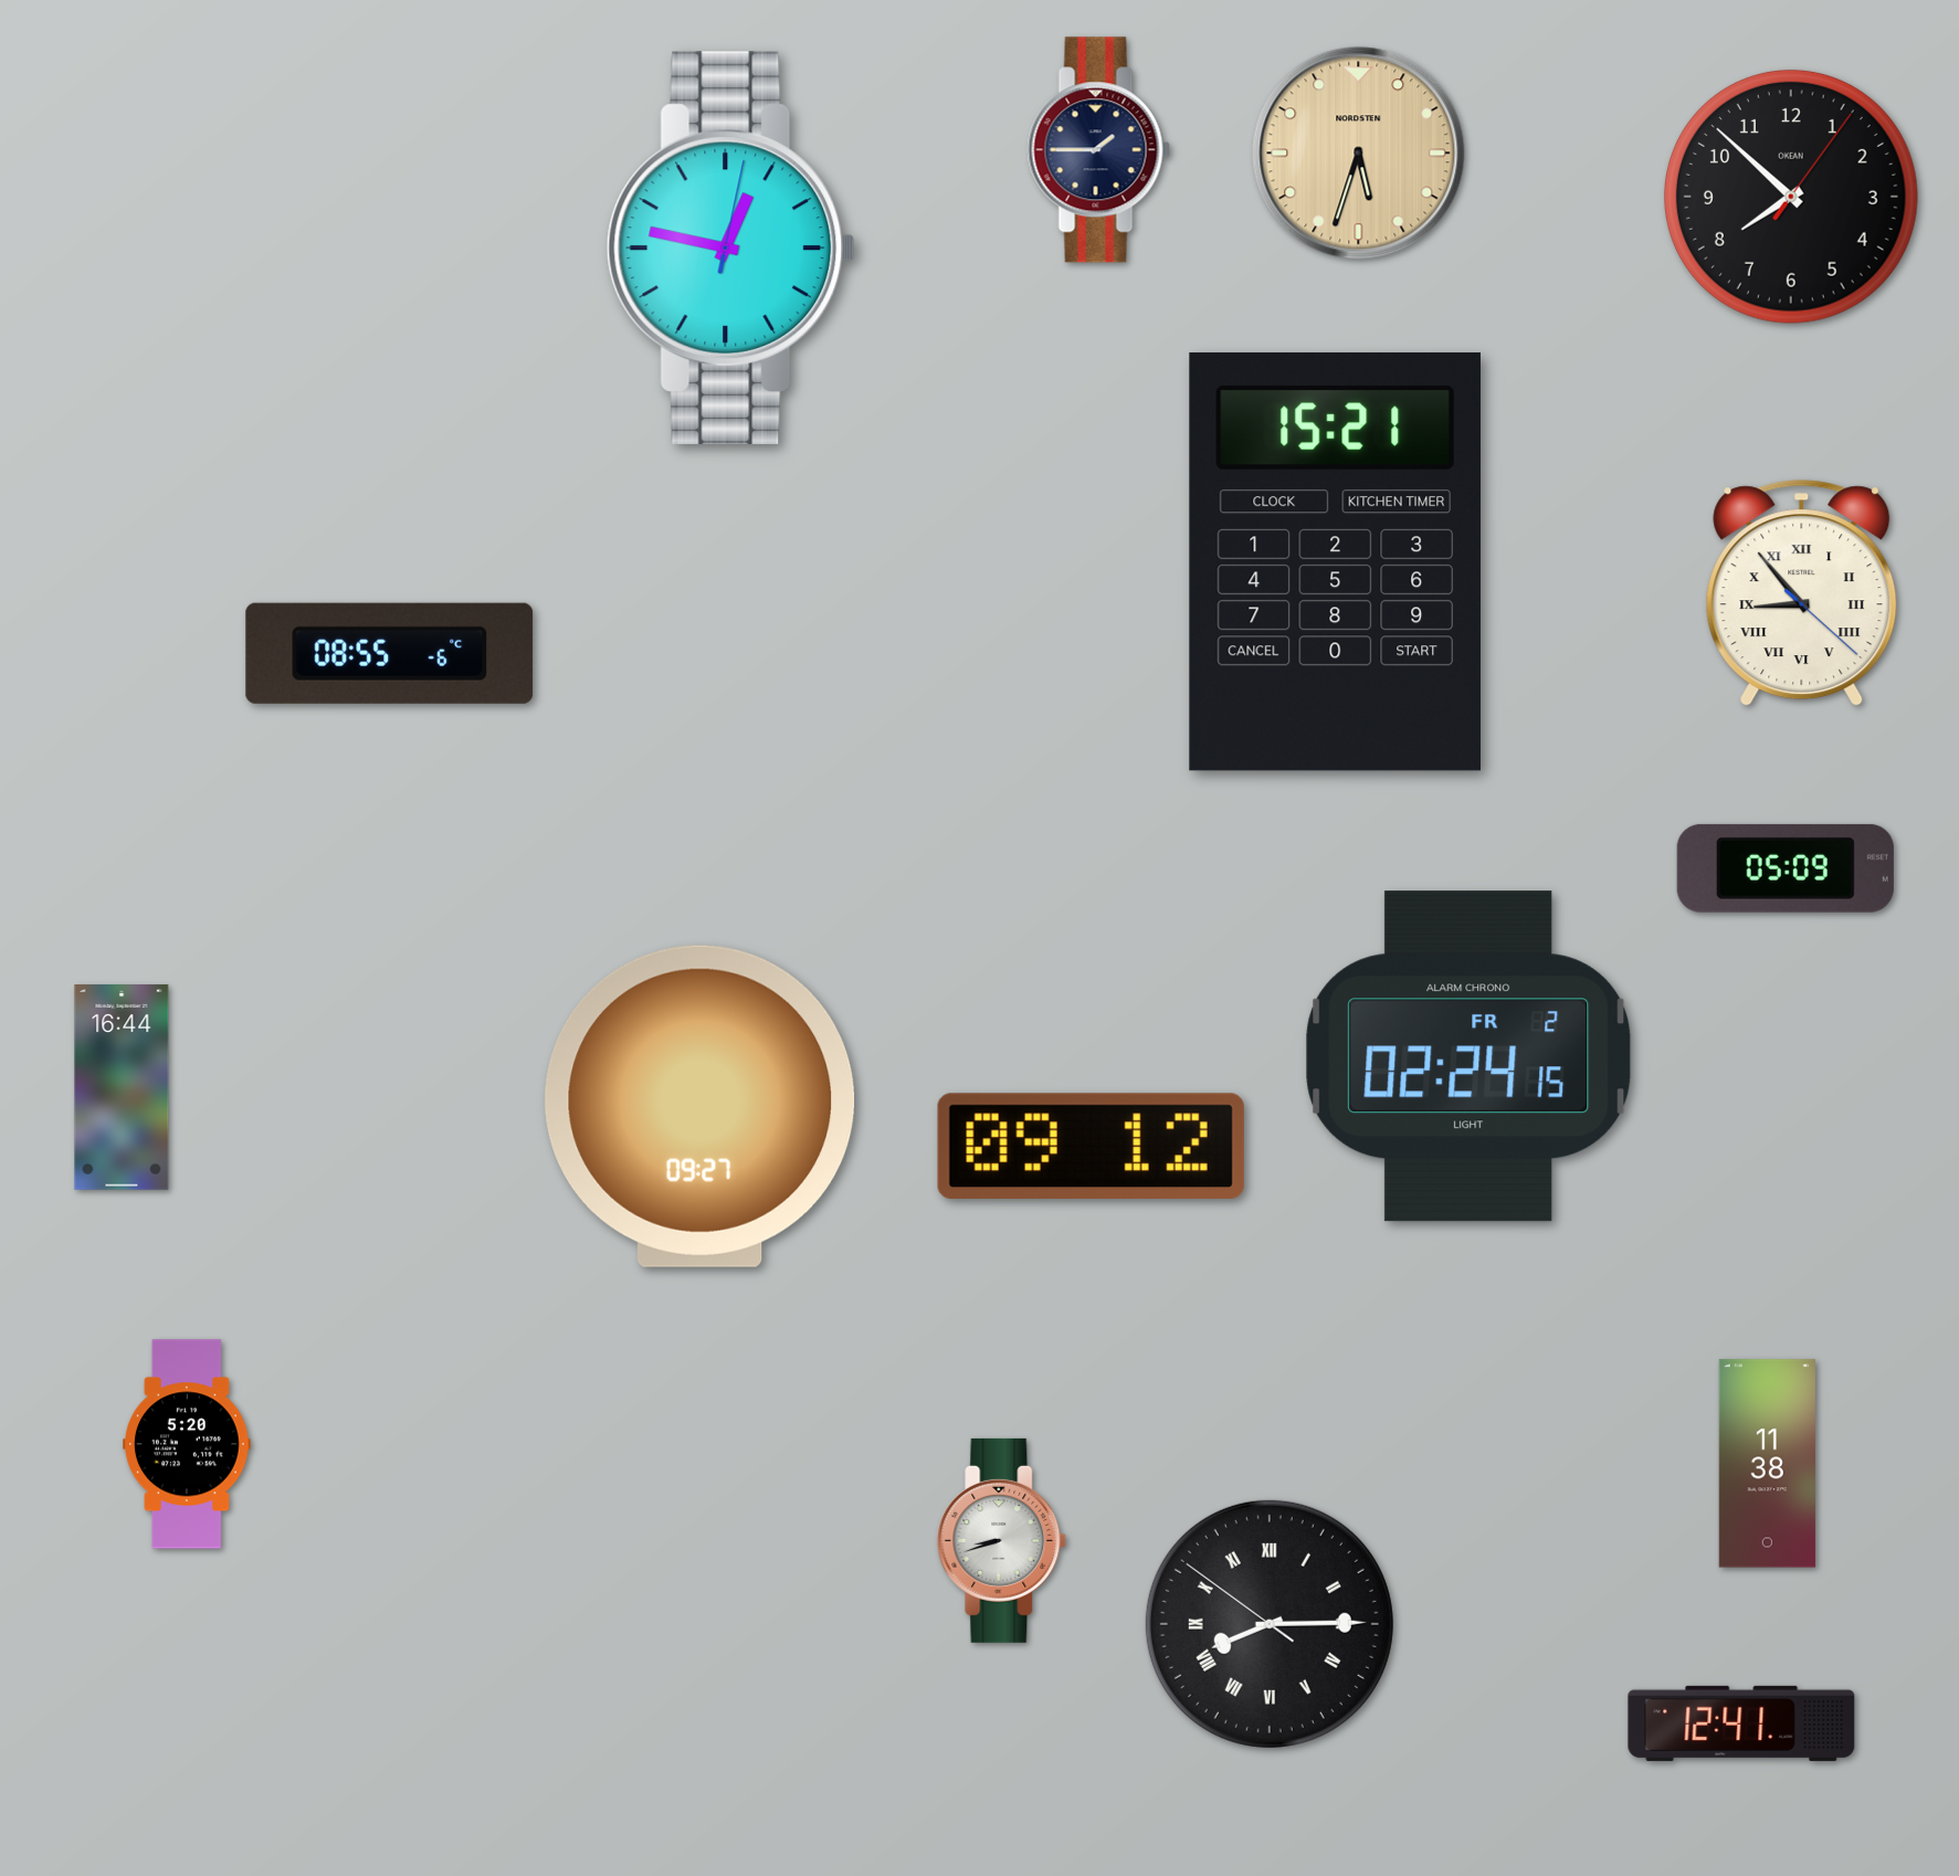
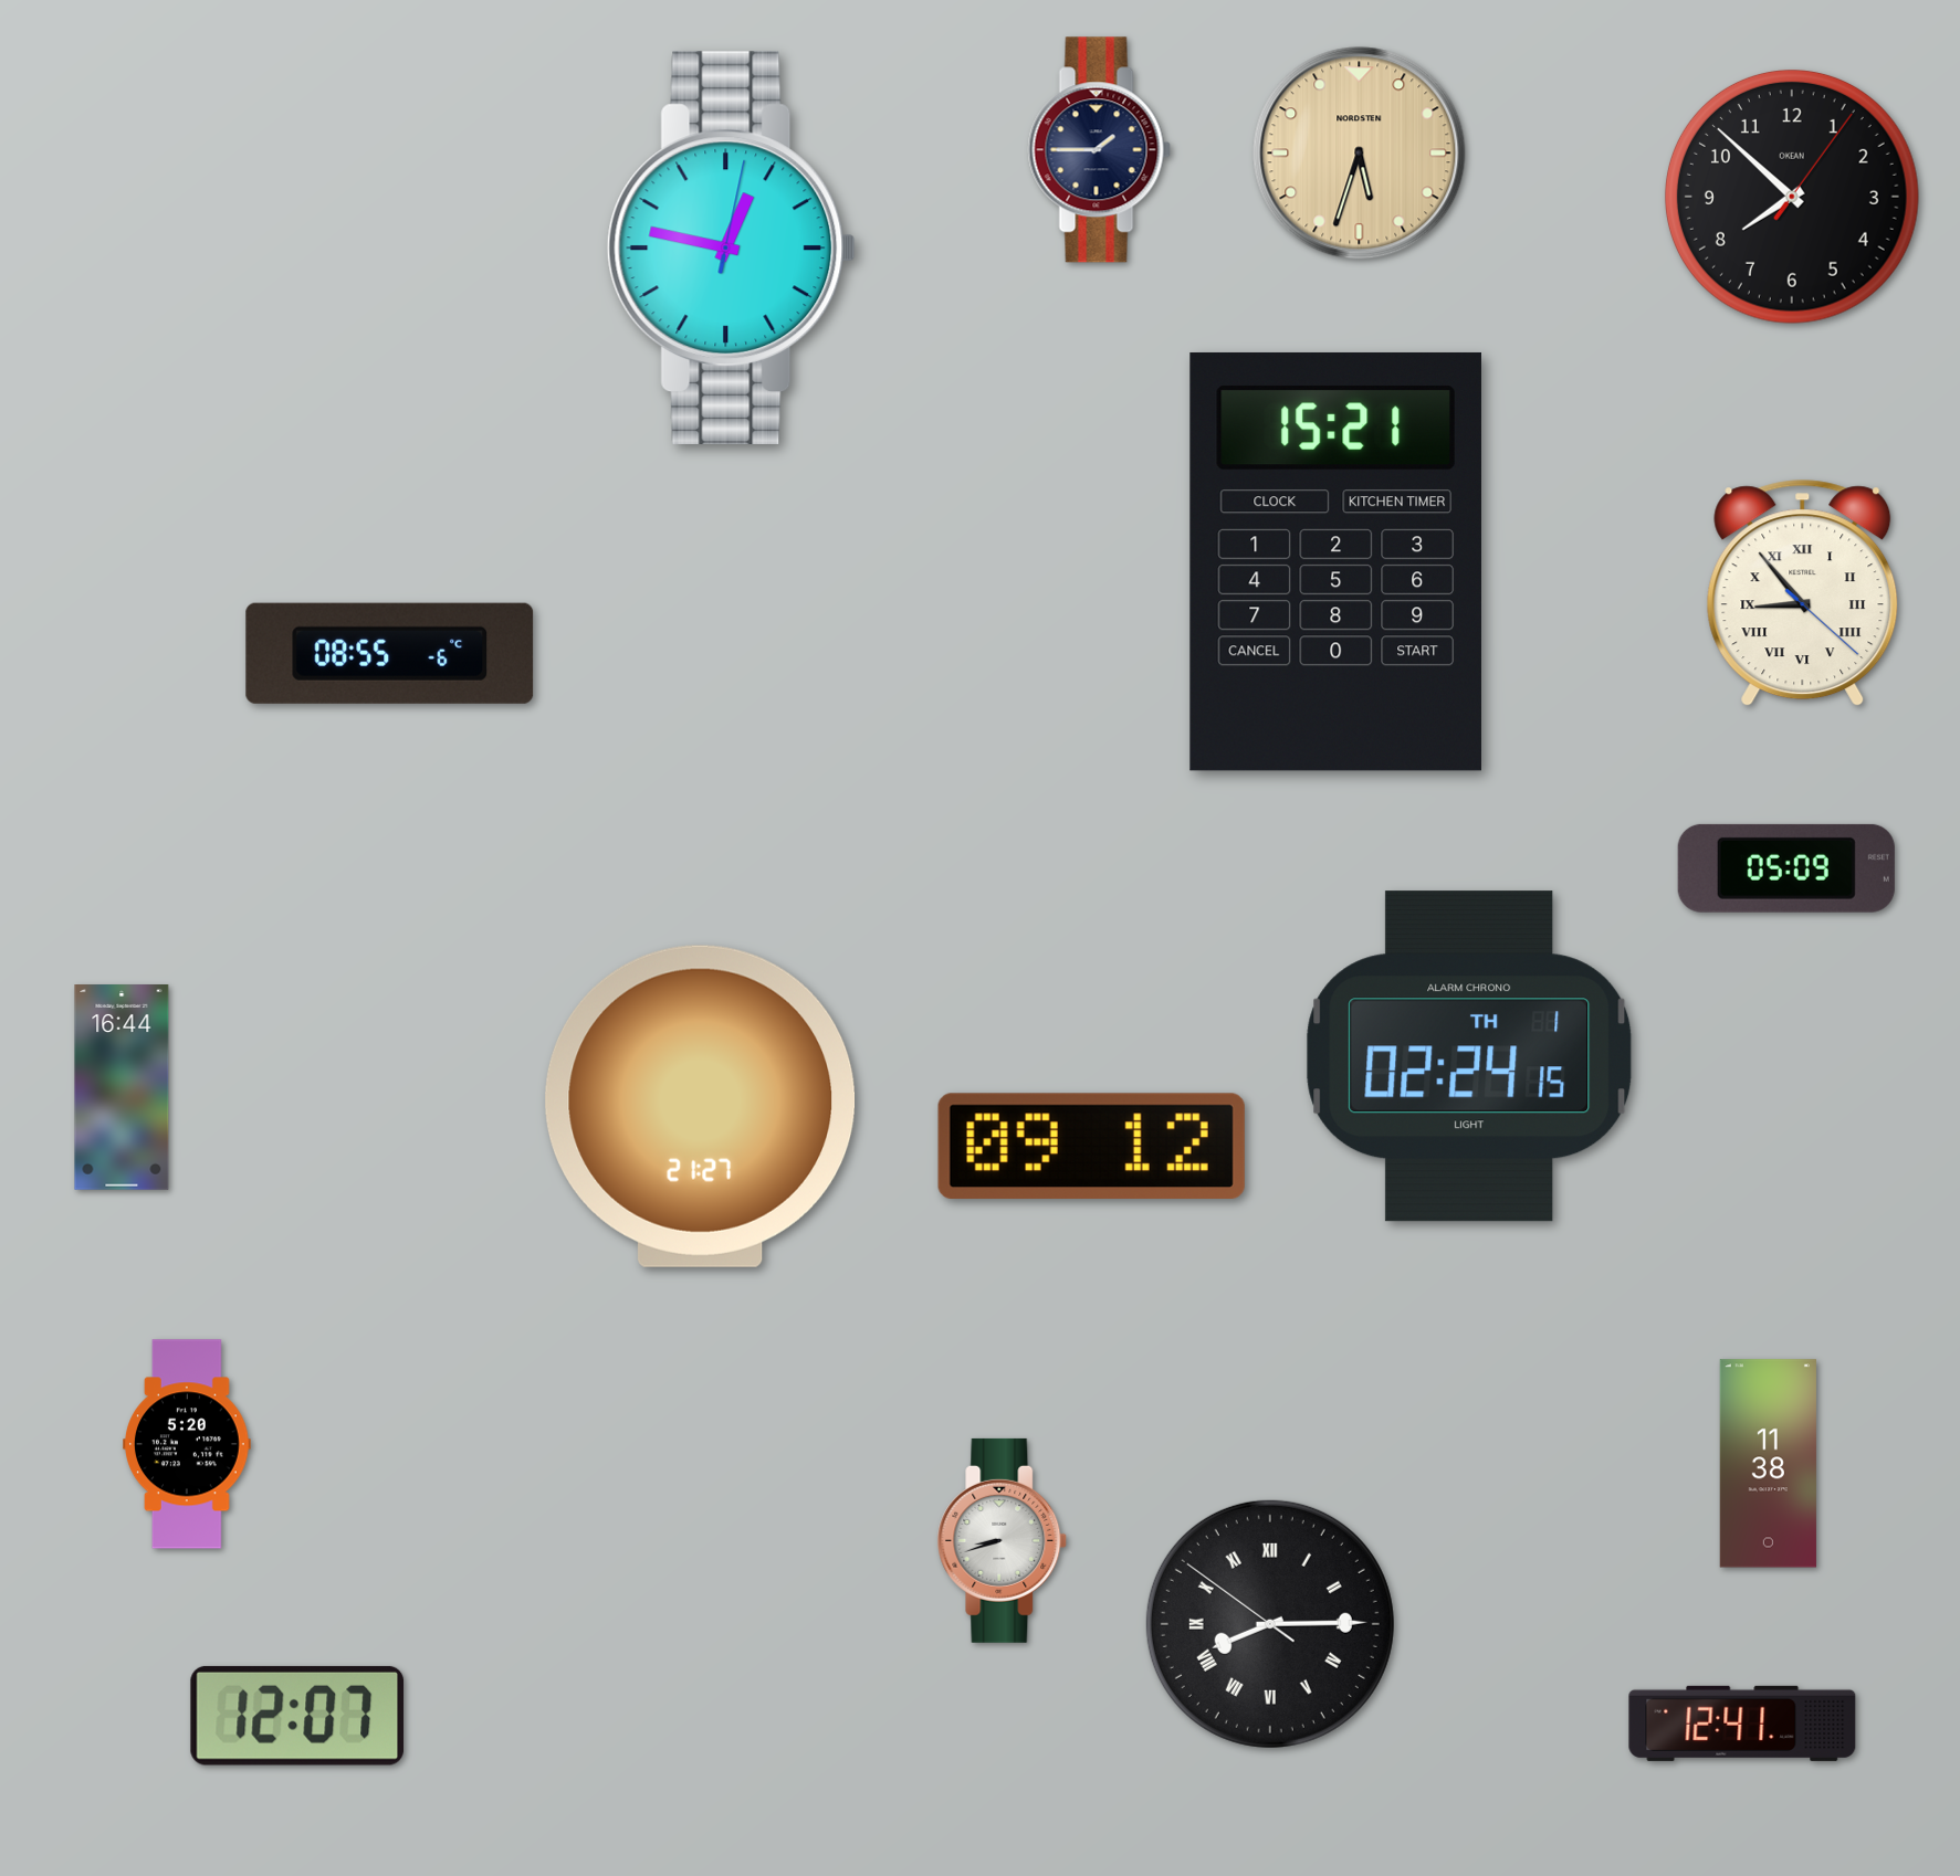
clock at (1468, 1056) date: FR 2 -> TH 1
clock at (701, 1106): 09:27 -> 21:27
clock at (297, 1716): none -> 12:07
